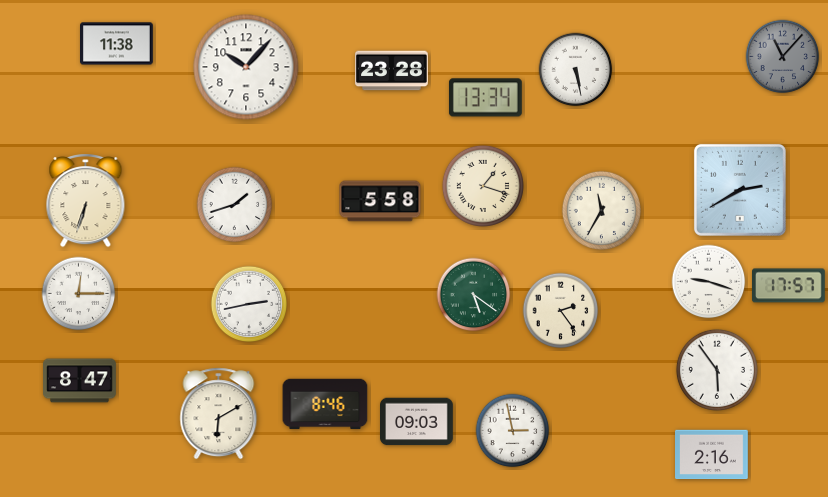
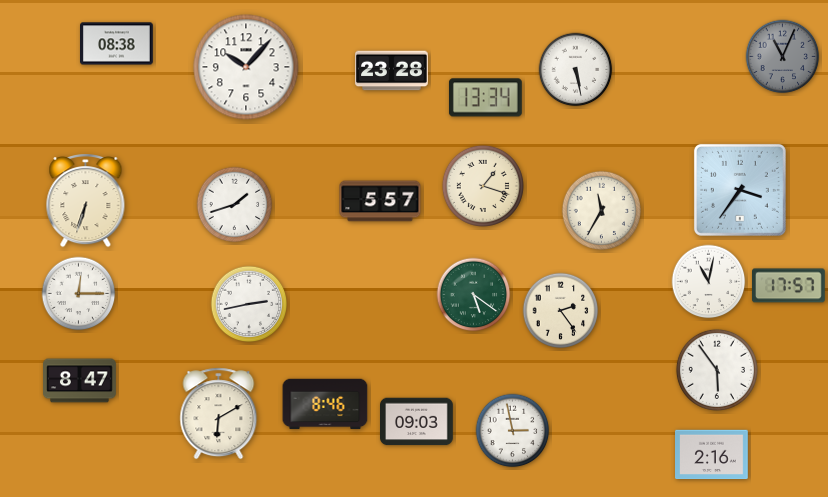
clock at (117, 44): 11:38 -> 08:38
clock at (783, 57): 11:07 -> 11:04
clock at (740, 190): 2:40 -> 3:36
clock at (380, 201): 5:58 -> 5:57
clock at (709, 282): 9:18 -> 11:02
